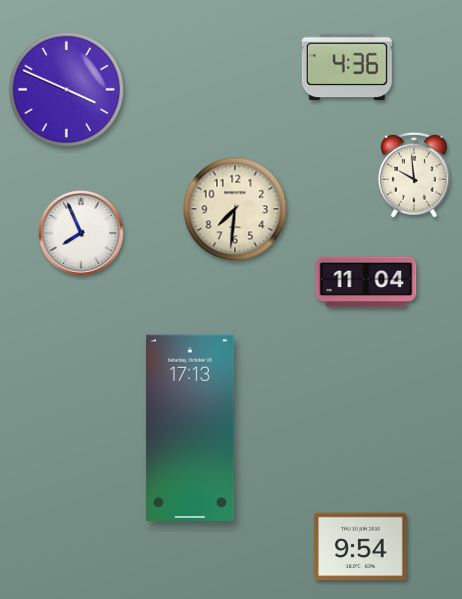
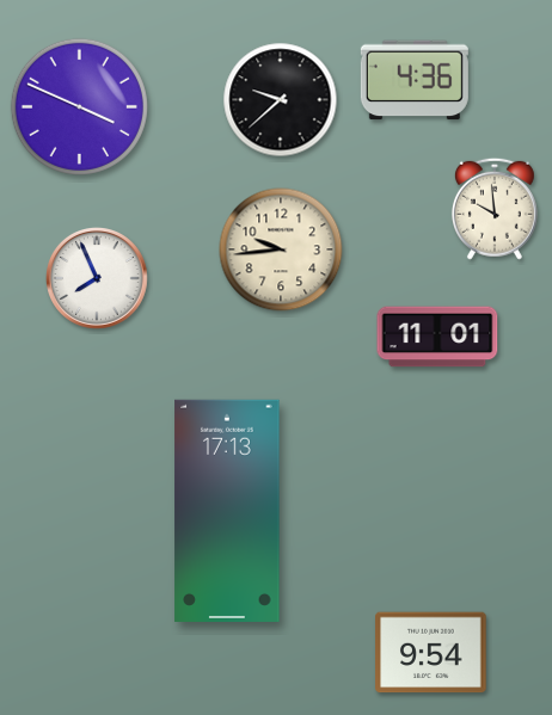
clock at (281, 100): none -> 9:38
clock at (235, 209): 7:31 -> 9:44
clock at (366, 282): 11:04 -> 11:01
